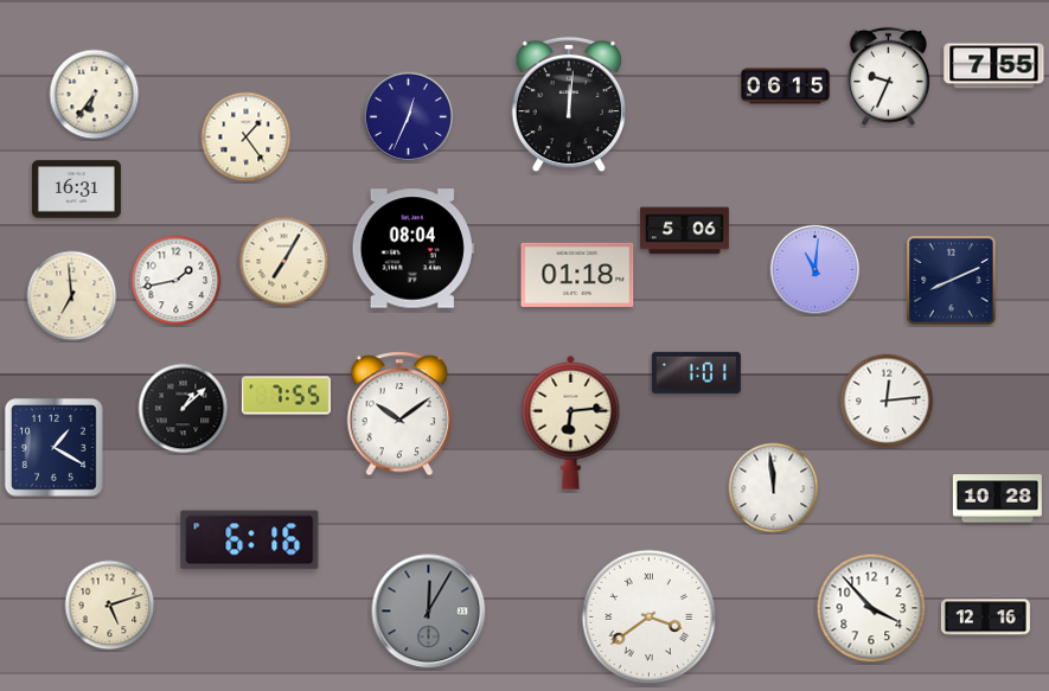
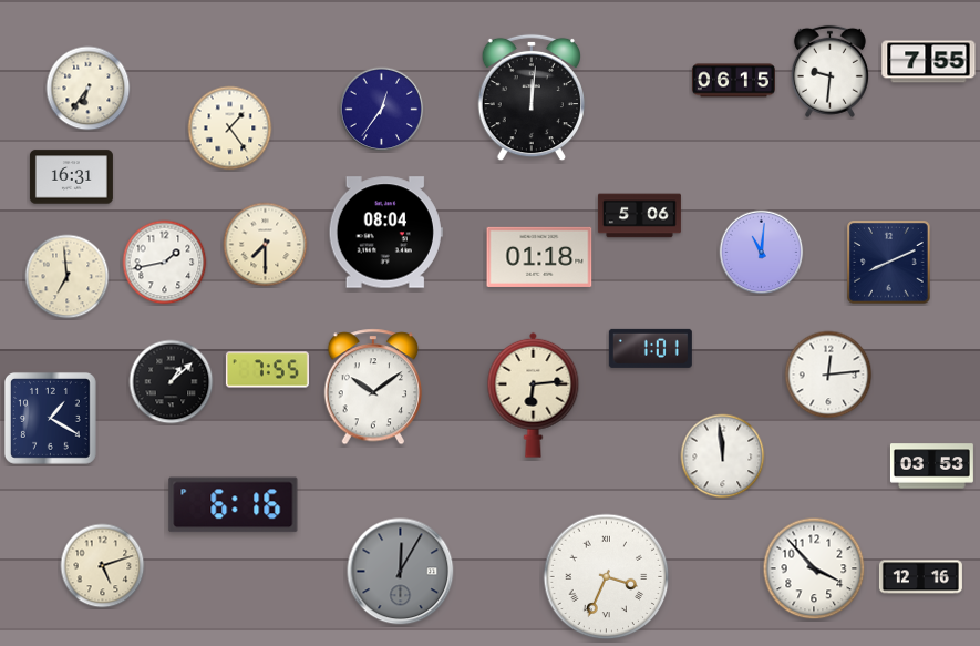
clock at (888, 76): 9:34 -> 9:31
clock at (409, 117): 12:34 -> 12:36
clock at (284, 262): 7:05 -> 7:30
clock at (997, 499): 10:28 -> 03:53
clock at (650, 618): 3:39 -> 3:34
